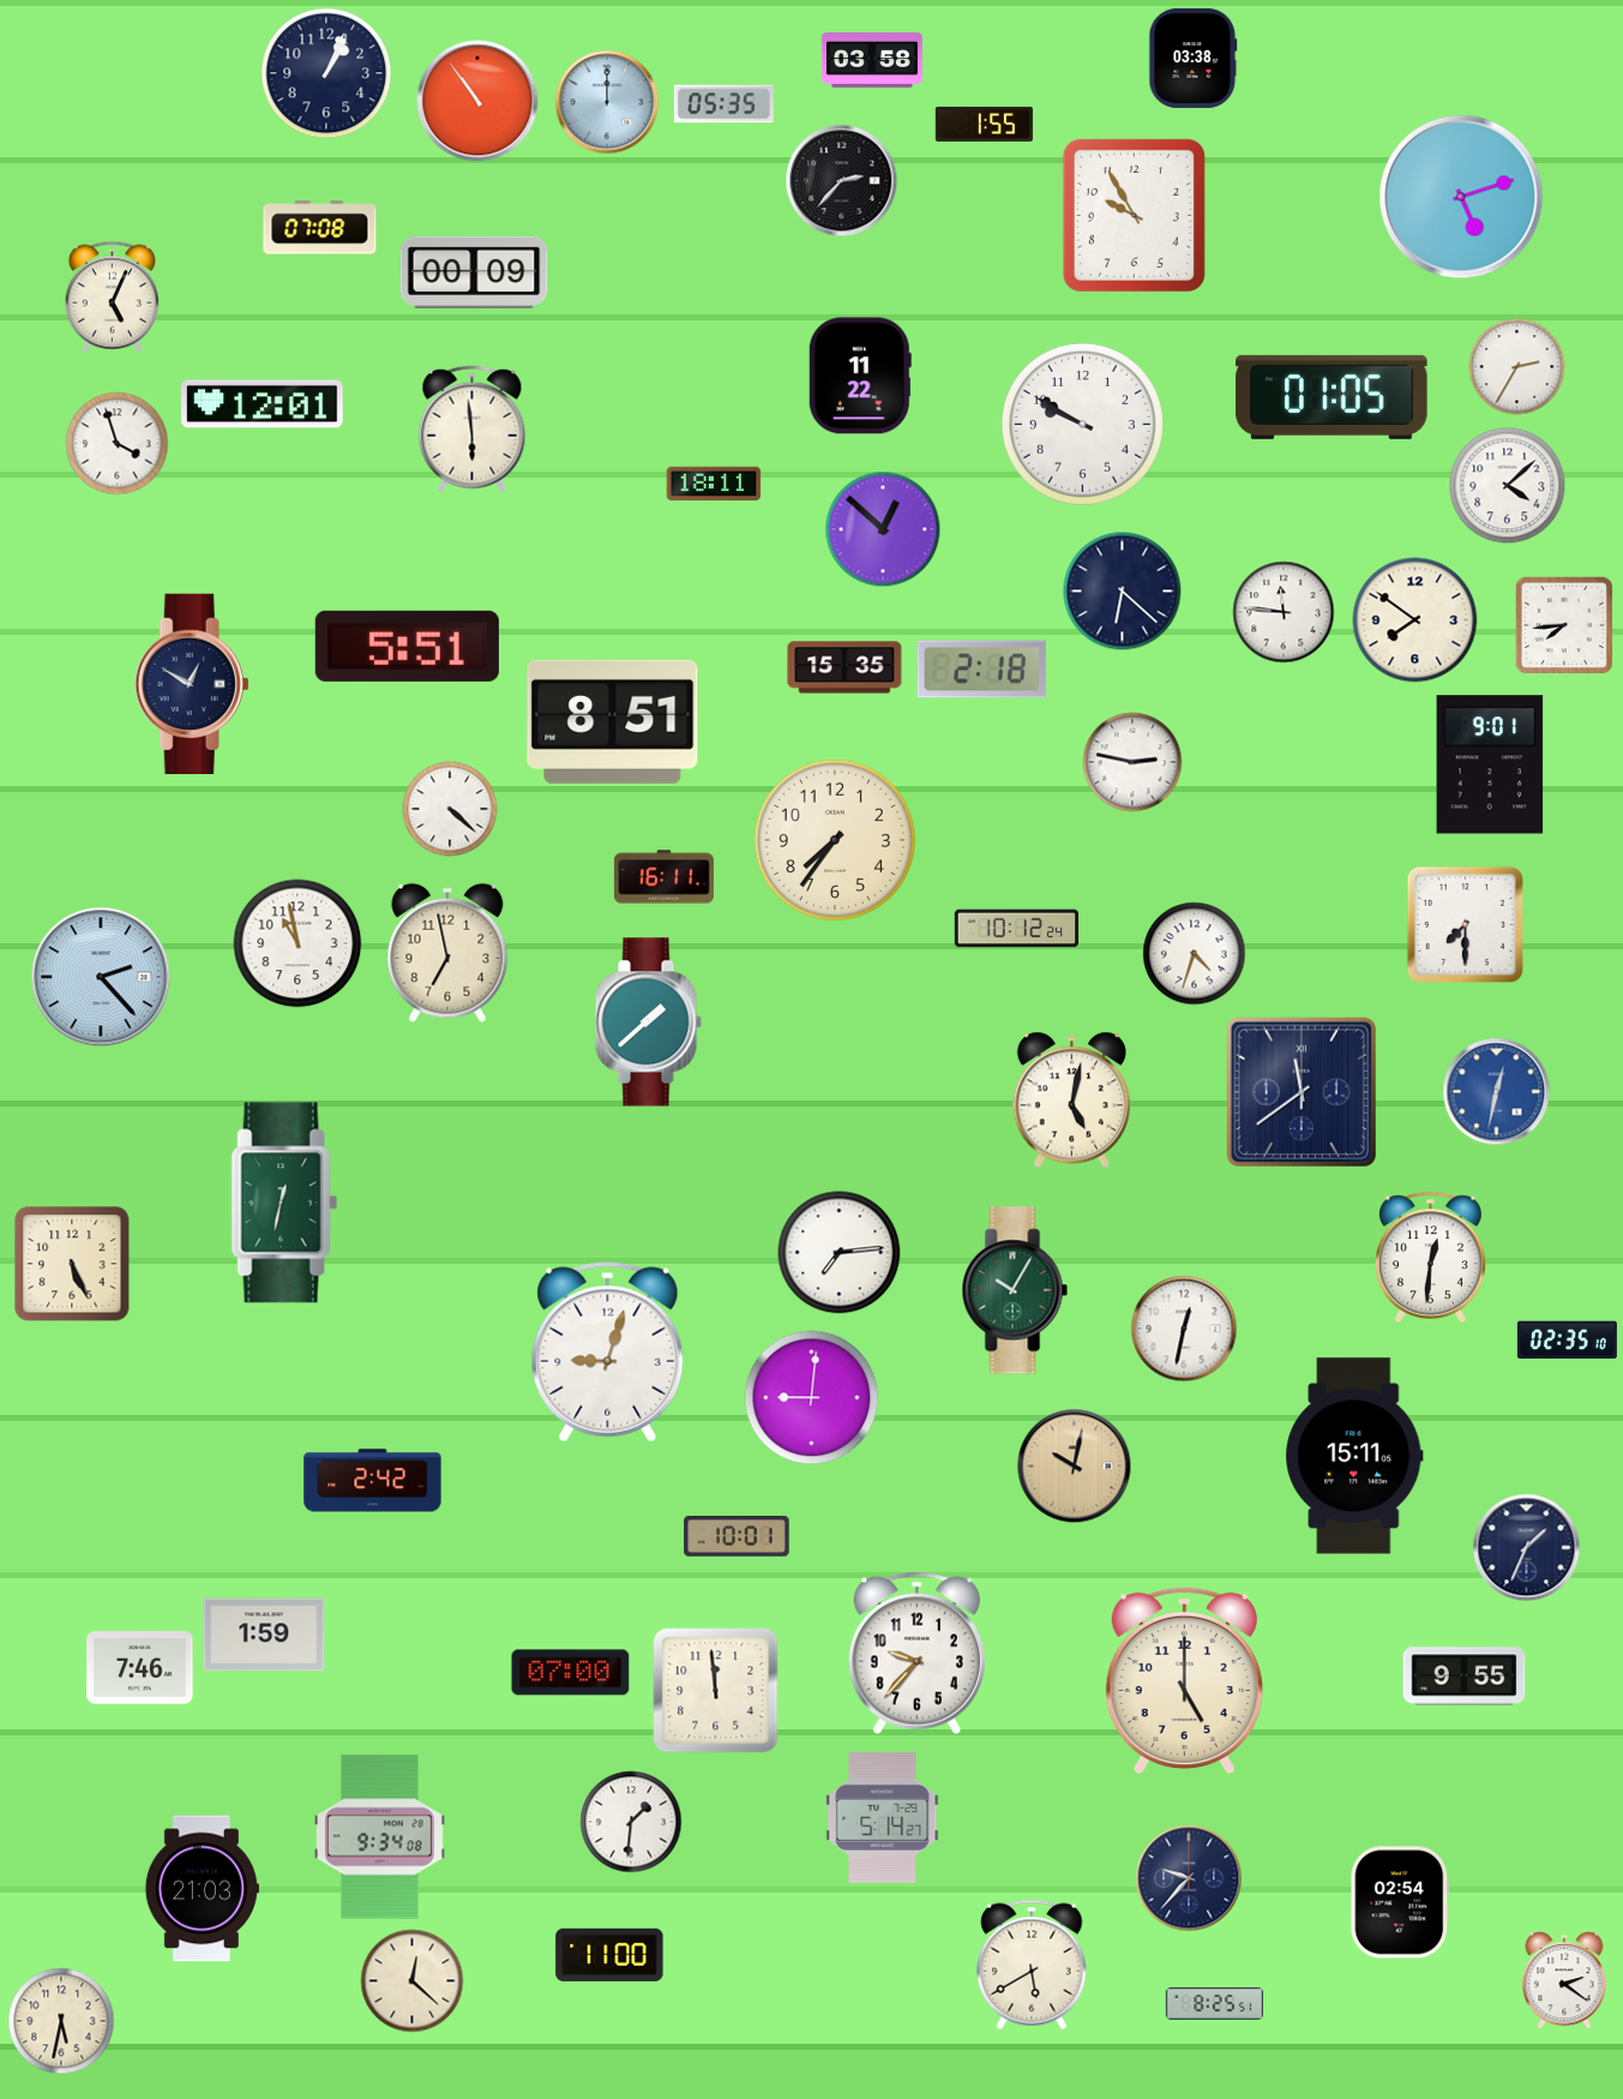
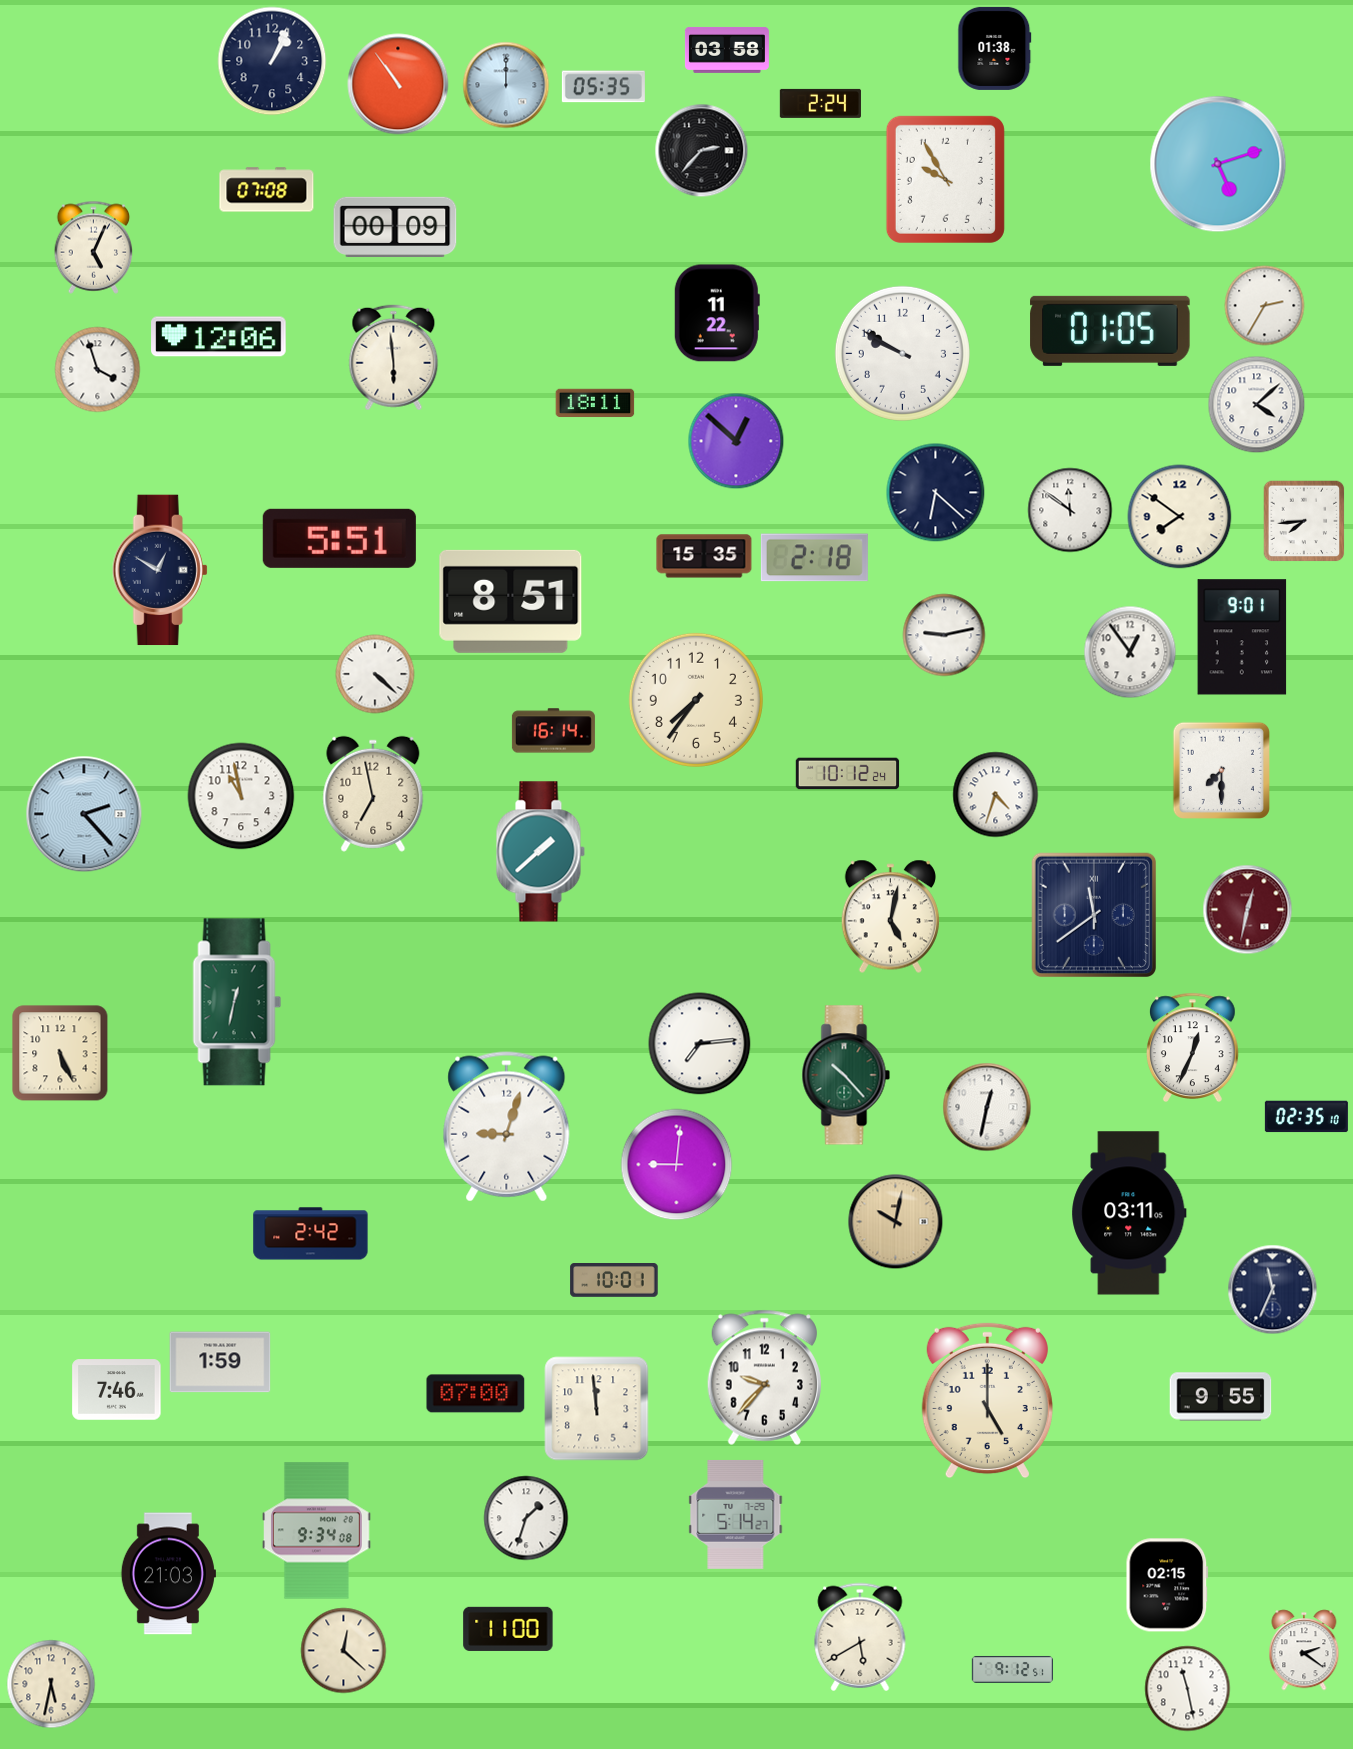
clock at (1194, 58): 03:38 -> 01:38
clock at (984, 124): 1:55 -> 2:24
clock at (263, 404): 12:01 -> 12:06
clock at (1284, 612): 11:46 -> 11:51
clock at (981, 670) position: (981, 670) -> (814, 558)
clock at (1132, 762): 2:47 -> 9:13
clock at (1130, 652): none -> 12:54
clock at (663, 877): 16:11 -> 16:14
clock at (297, 943) position: (297, 943) -> (241, 796)
clock at (1300, 1091) position: (1300, 1091) -> (1093, 914)
clock at (1497, 1092) dial: blue -> burgundy
clock at (1071, 1101) position: (1071, 1101) -> (890, 917)
clock at (1431, 1257): 12:31 -> 12:34
clock at (1015, 1290): 10:05 -> 10:23
clock at (1354, 1456): 15:11 -> 03:11
clock at (1527, 1548): 1:34 -> 11:34
clock at (631, 1822): 1:31 -> 1:33
clock at (1189, 1878): 9:37 -> none
clock at (1400, 1902): 02:54 -> 02:15
clock at (1214, 2003): 8:25 -> 9:12
clock at (1188, 1689): none -> 11:28
